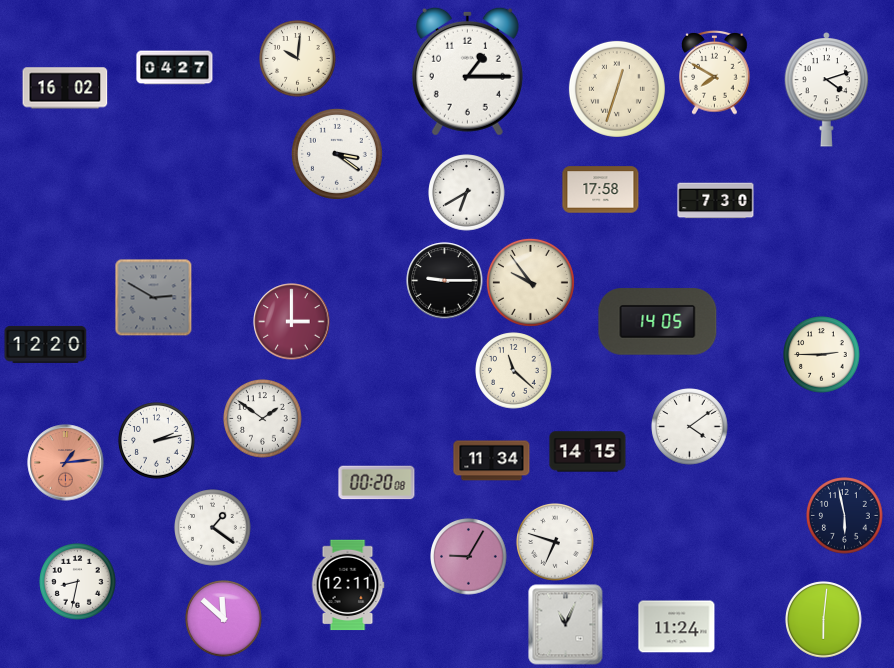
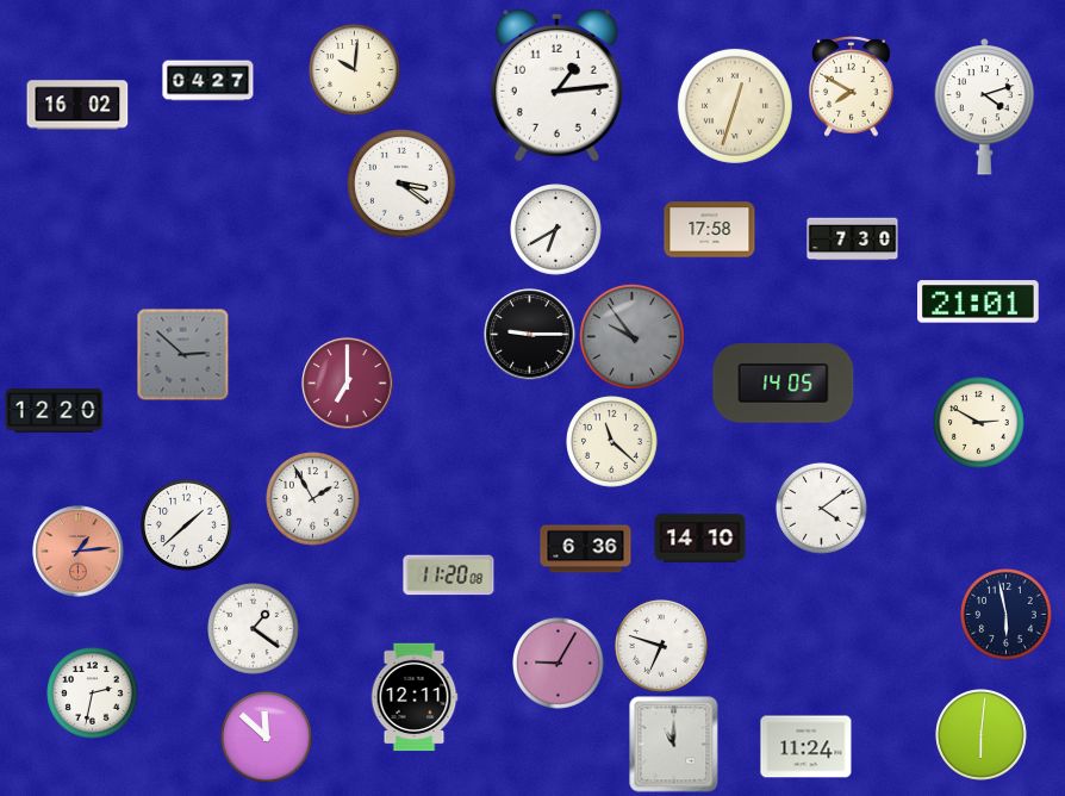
clock at (467, 71): 1:15 -> 1:14
clock at (601, 190) position: (601, 190) -> (710, 230)
clock at (979, 301): none -> 21:01
clock at (530, 282) dial: cream -> grey
clock at (153, 297): 2:50 -> 2:52
clock at (292, 322): 3:00 -> 7:00
clock at (822, 355): 2:45 -> 2:50
clock at (263, 419): 1:51 -> 1:55
clock at (157, 441): 2:13 -> 1:38
clock at (588, 452): 14:15 -> 14:10
clock at (492, 461): 11:34 -> 6:36
clock at (377, 483): 00:20 -> 11:20
clock at (78, 582): 8:32 -> 2:32
clock at (824, 620) position: (824, 620) -> (982, 735)
clock at (566, 625): 11:04 -> 11:00
